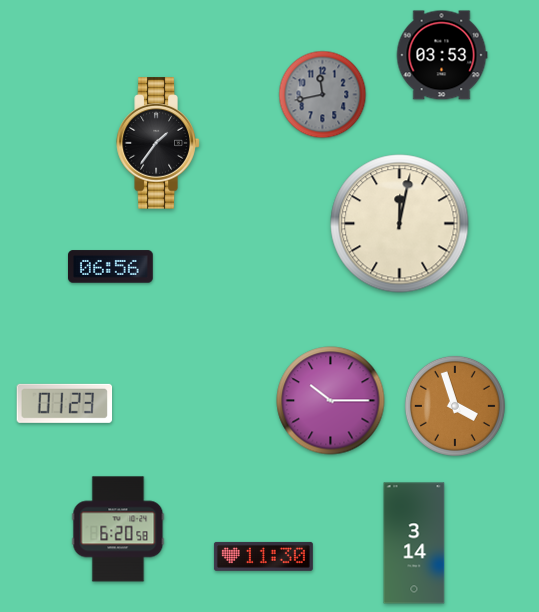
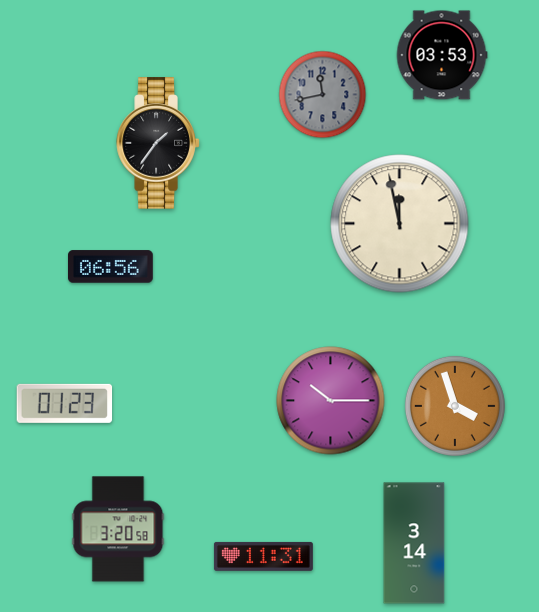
clock at (400, 224): 12:02 -> 11:58
clock at (118, 529): 6:20 -> 3:20
clock at (263, 556): 11:30 -> 11:31
